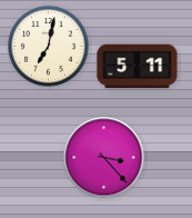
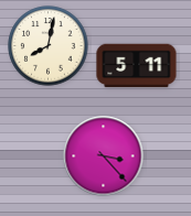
clock at (49, 47): 7:02 -> 8:02
